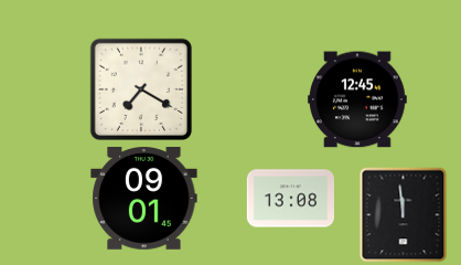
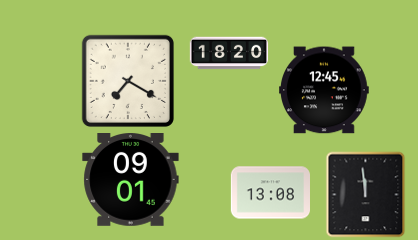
clock at (229, 53): none -> 18:20
clock at (290, 199) position: (290, 199) -> (270, 193)
